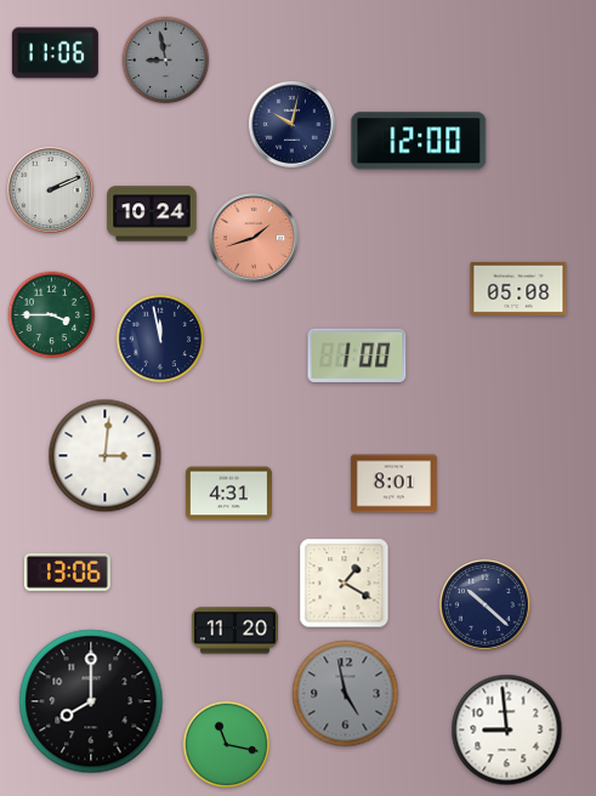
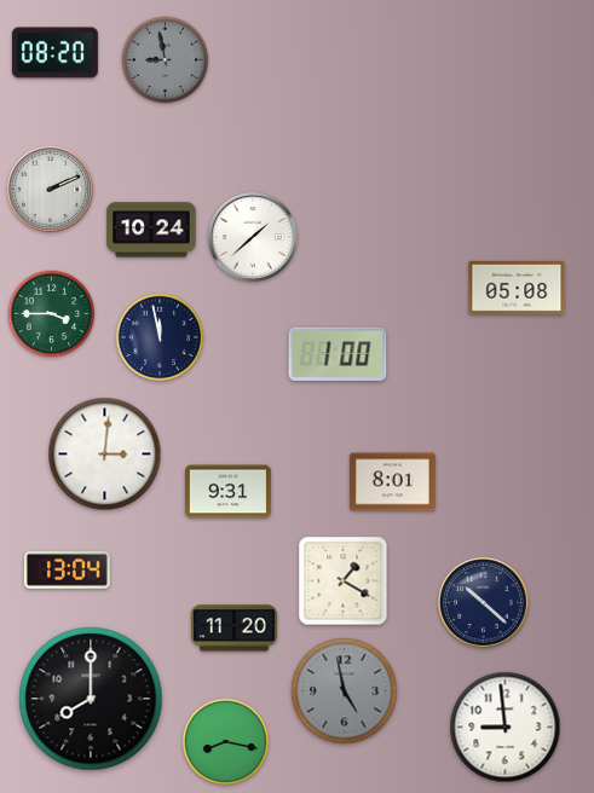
clock at (55, 53): 11:06 -> 08:20
clock at (291, 124): 10:02 -> none
clock at (419, 141): 12:00 -> none
clock at (152, 214) position: (152, 214) -> (151, 230)
clock at (255, 239): 1:42 -> 1:38
clock at (255, 239) dial: salmon -> white
clock at (357, 356) position: (357, 356) -> (338, 354)
clock at (228, 494): 4:31 -> 9:31
clock at (67, 573): 13:06 -> 13:04
clock at (227, 745): 11:17 -> 8:17
